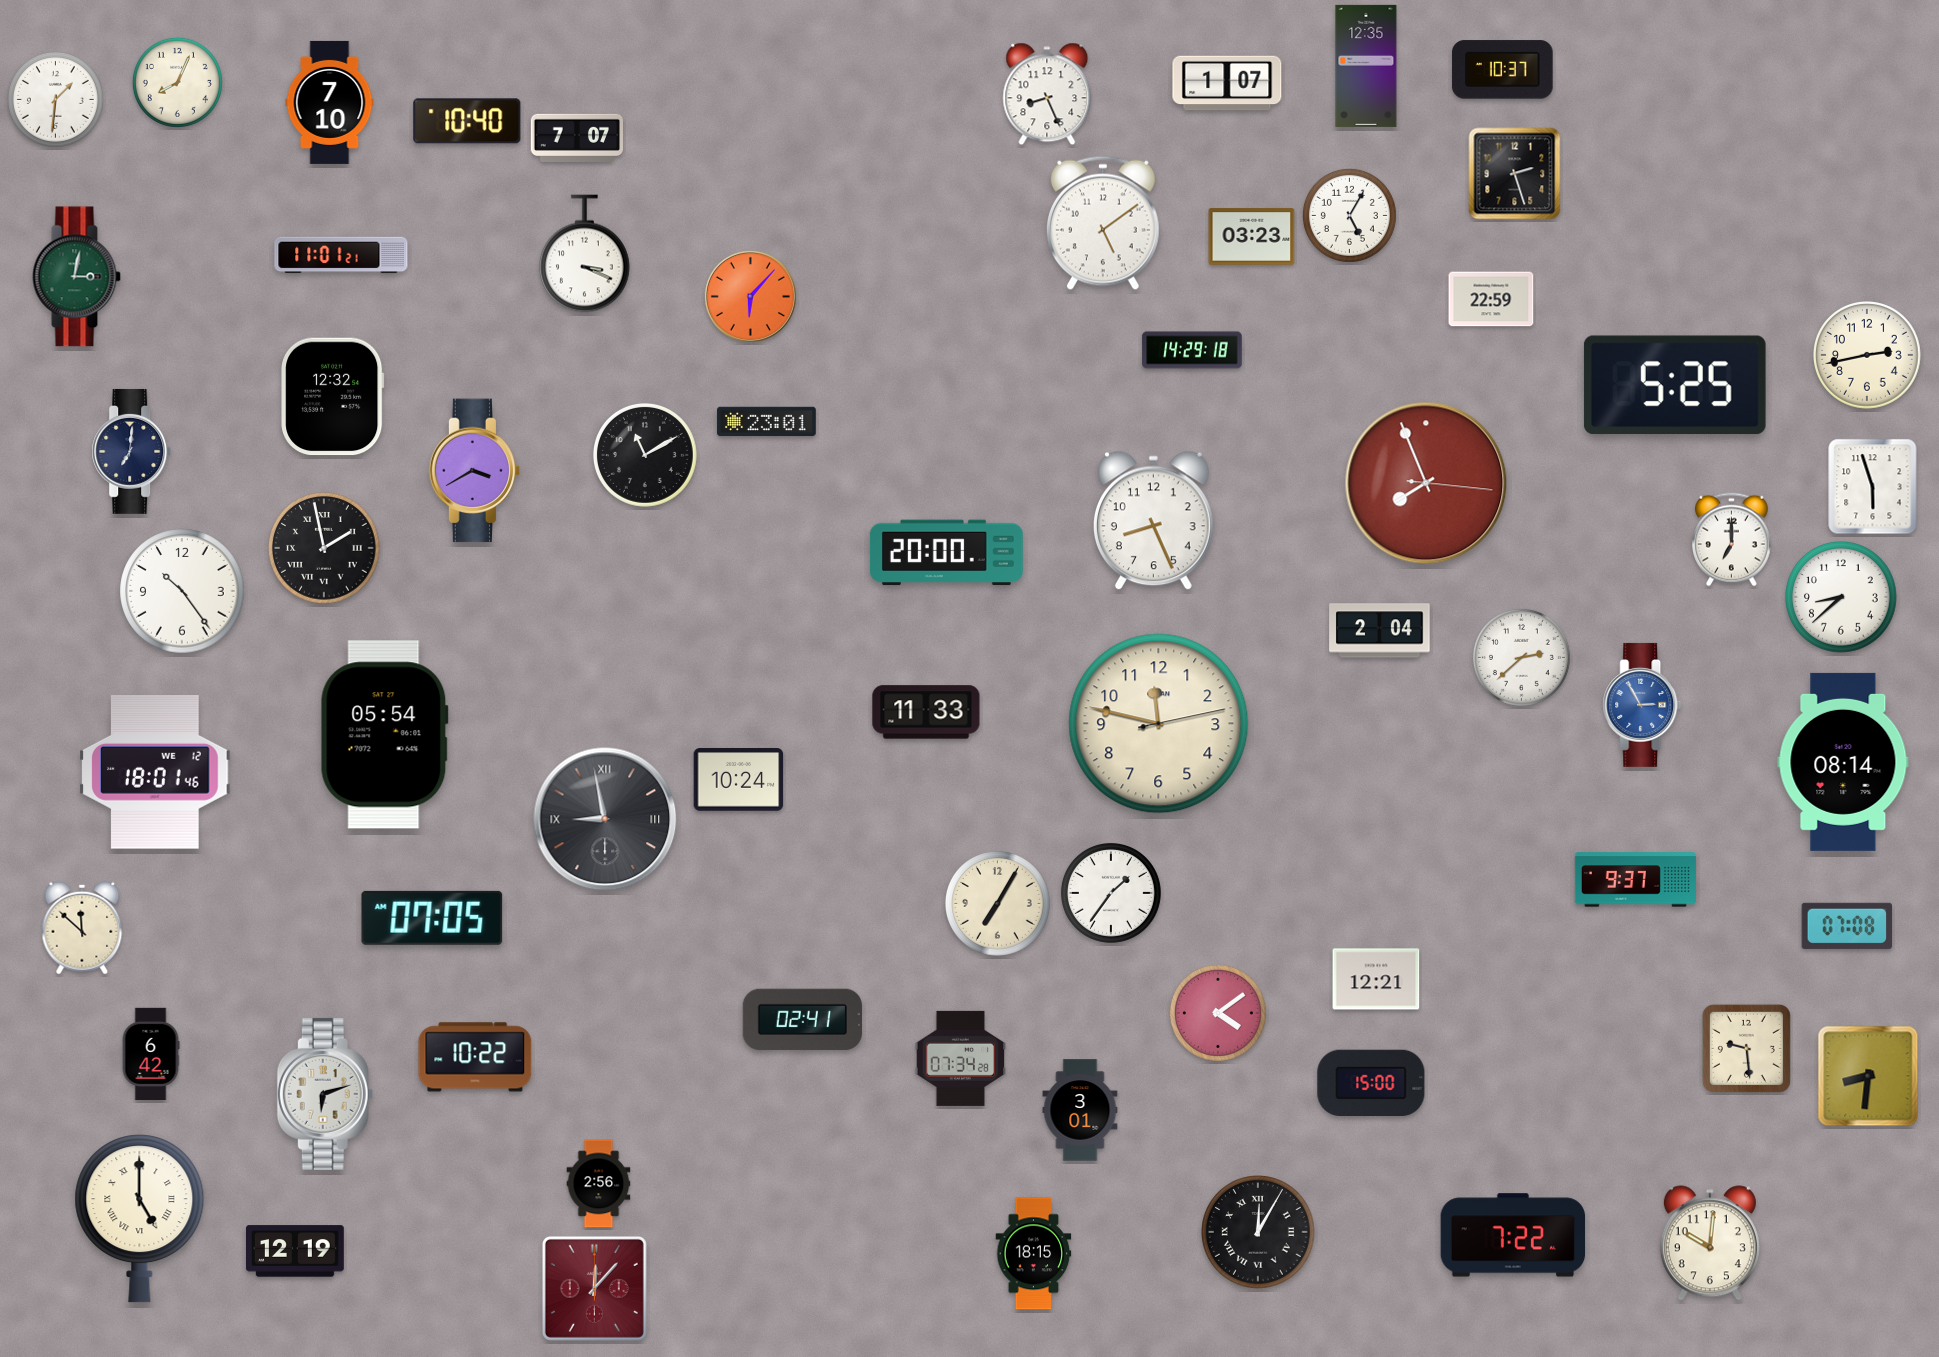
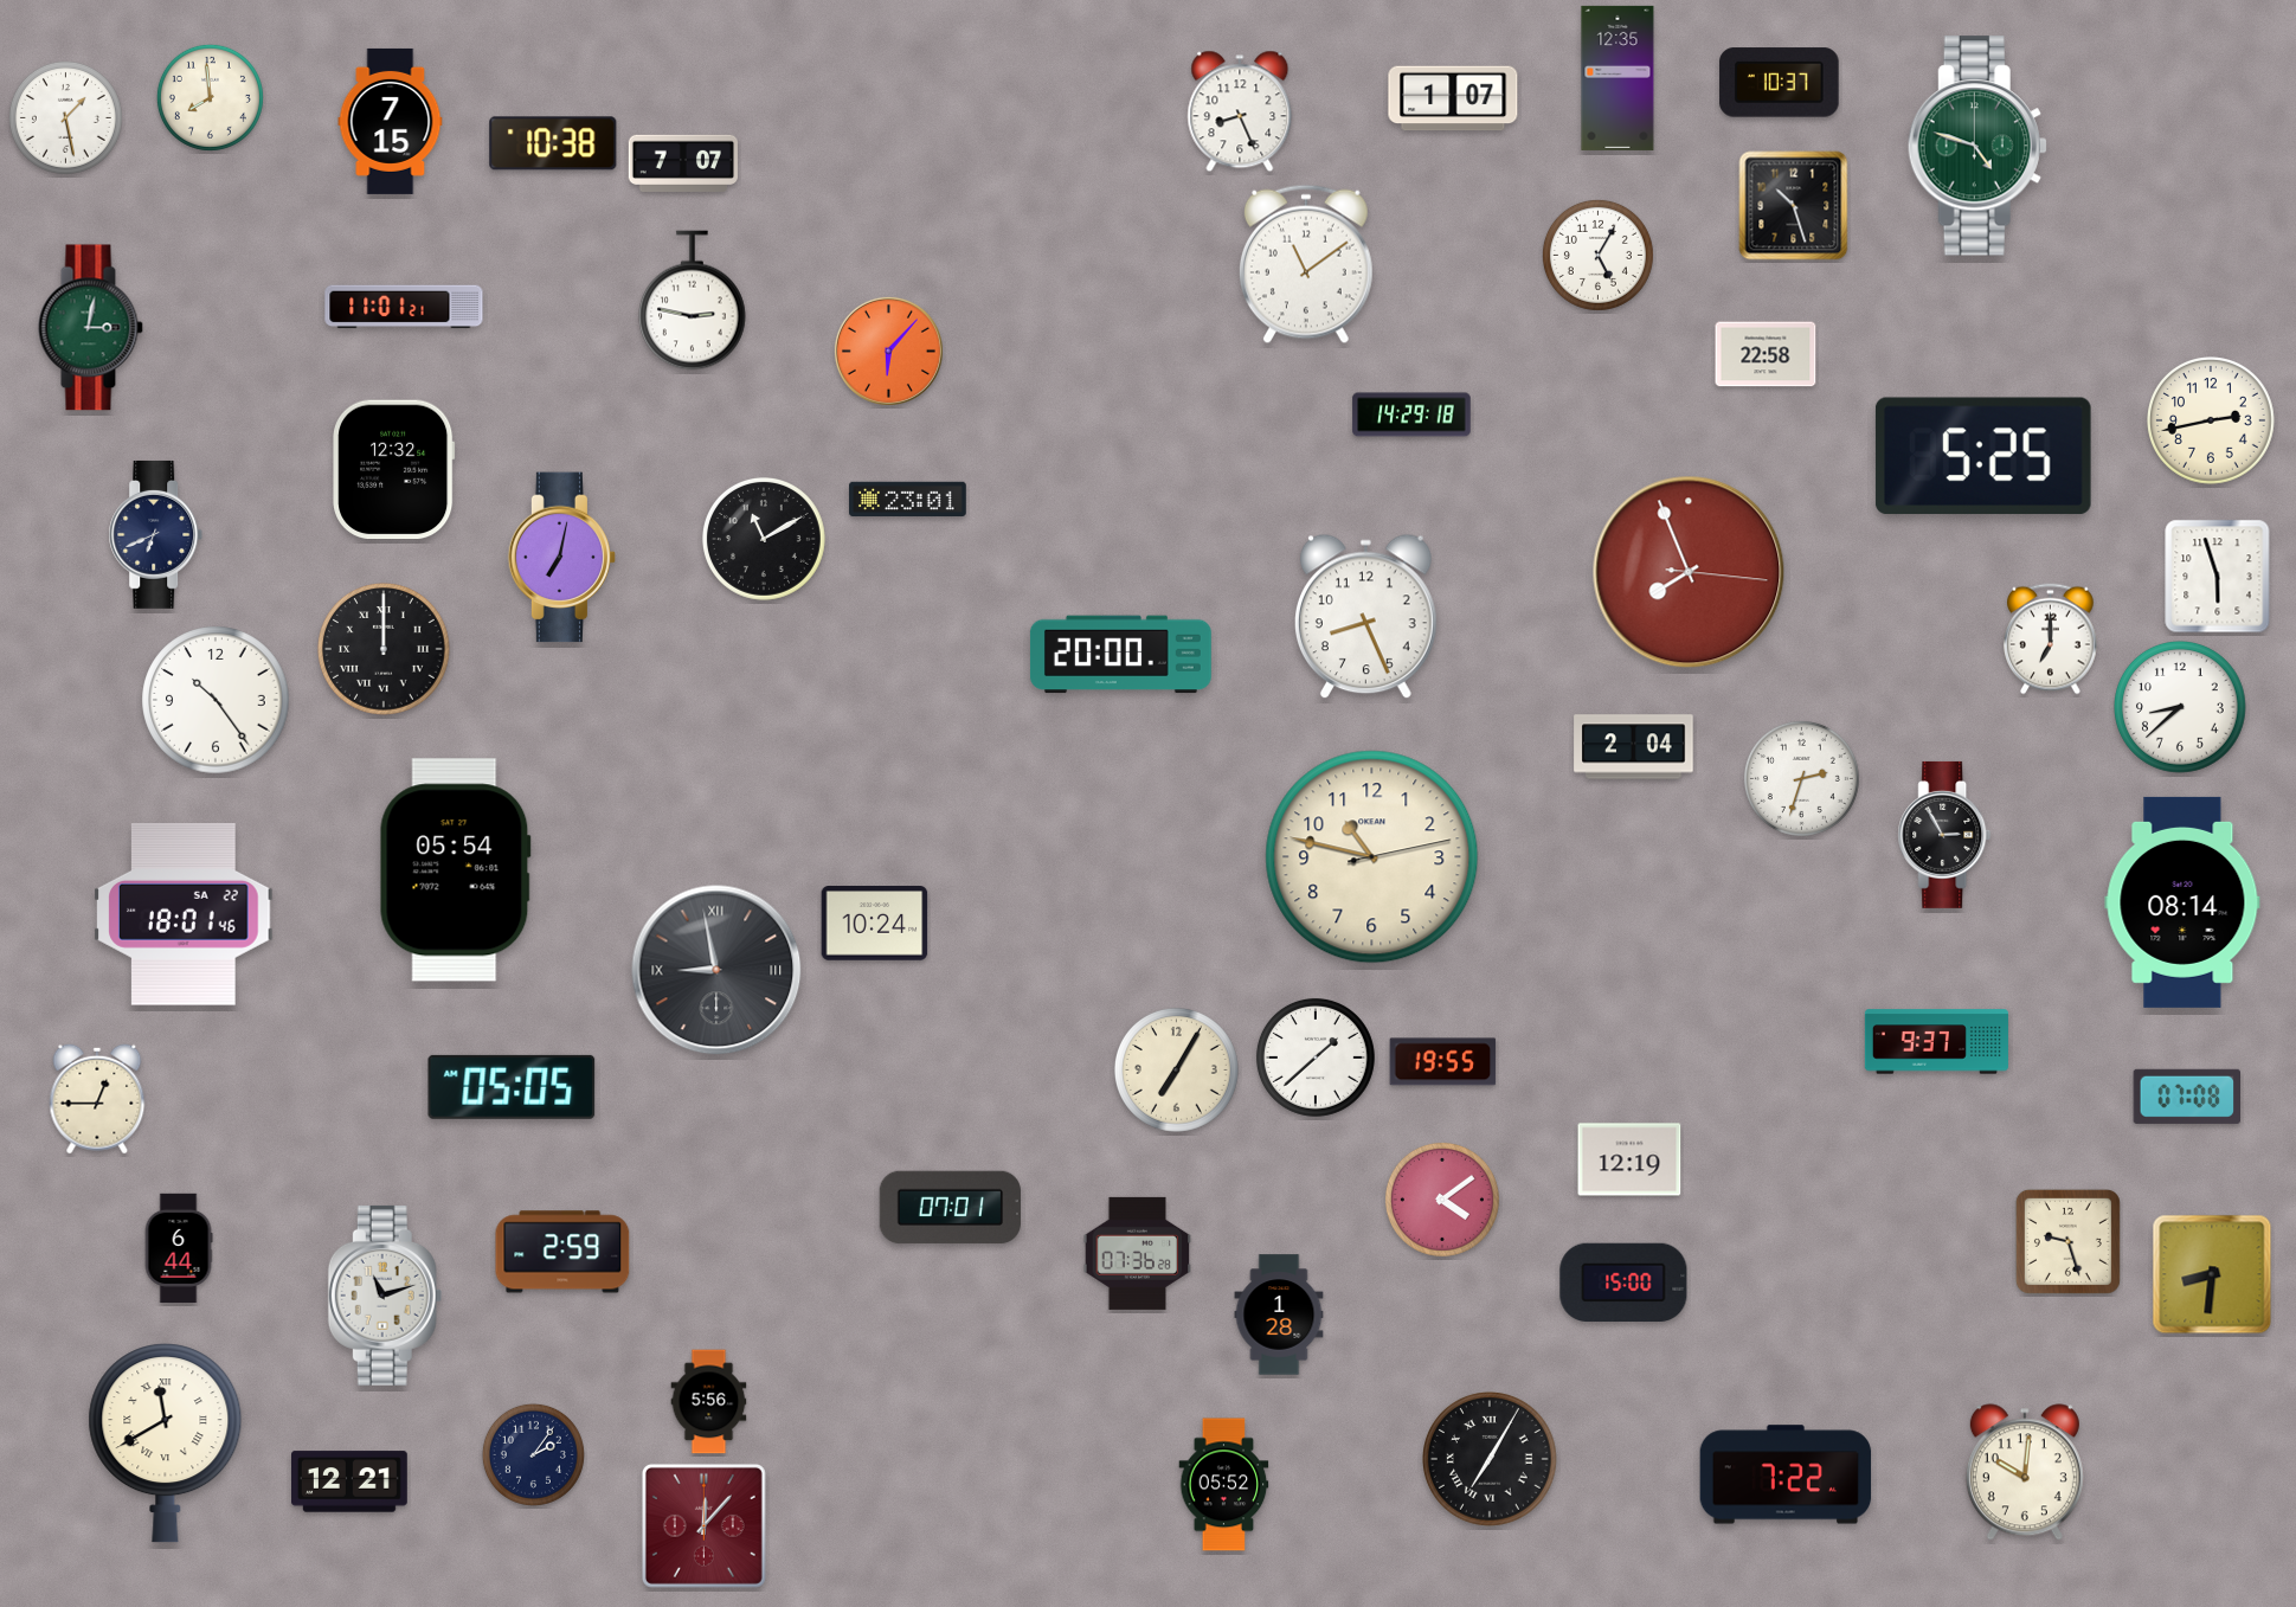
clock at (177, 82): 8:04 -> 7:59
clock at (55, 99): 1:31 -> 1:28
clock at (330, 102): 7:10 -> 7:15
clock at (467, 121): 10:40 -> 10:38
clock at (1977, 146): none -> 4:48
clock at (1515, 174): 2:27 -> 10:27
clock at (1103, 223): 5:09 -> 11:09
clock at (1252, 237): 03:23 -> none
clock at (585, 254): 3:19 -> 2:47
clock at (341, 255) position: (341, 255) -> (404, 307)
clock at (1491, 299): 22:59 -> 22:58
clock at (132, 451): 7:01 -> 6:41
clock at (475, 471): 3:40 -> 7:02
clock at (325, 549): 1:58 -> 12:00
clock at (1521, 657): 2:38 -> 2:33
clock at (1642, 705) dial: blue -> black
clock at (926, 712): 11:33 -> none
clock at (1159, 724): 11:47 -> 10:47
clock at (155, 772) date: WE 12 -> SA 22
clock at (1111, 893): 1:36 -> 1:38
clock at (1443, 1062): none -> 19:55
clock at (997, 903) position: (997, 903) -> (1176, 1069)
clock at (432, 918): 07:05 -> 05:05
clock at (82, 928): 11:52 -> 12:45
clock at (1376, 979): 12:21 -> 12:19
clock at (802, 1020): 02:41 -> 07:01
clock at (1746, 1048): 9:29 -> 9:27
clock at (151, 1054): 6:42 -> 6:44
clock at (475, 1057): 10:22 -> 2:59
clock at (961, 1058): 07:34 -> 07:36
clock at (325, 1094): 6:12 -> 11:12
clock at (1080, 1110): 3:01 -> 1:28
clock at (599, 1184): 2:56 -> 5:56
clock at (140, 1219): 5:00 -> 11:40
clock at (533, 1454): none -> 2:06
clock at (1258, 1232): 12:05 -> 7:05
clock at (1513, 1235) position: (1513, 1235) -> (1786, 1474)
clock at (296, 1251): 12:19 -> 12:21
clock at (1034, 1254): 18:15 -> 05:52
